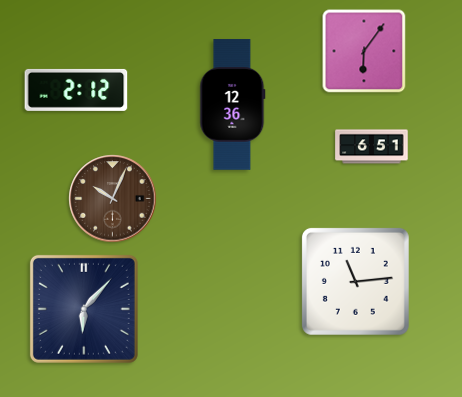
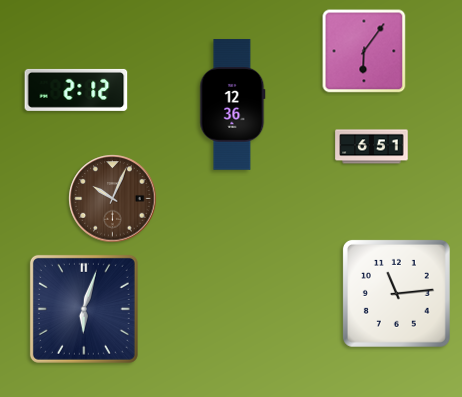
clock at (355, 281) position: (355, 281) -> (396, 293)
clock at (84, 309): 6:07 -> 6:03
